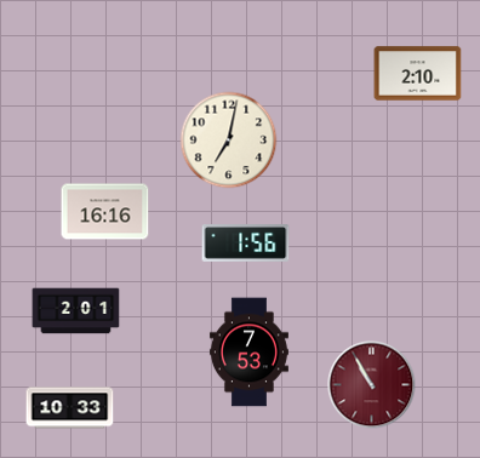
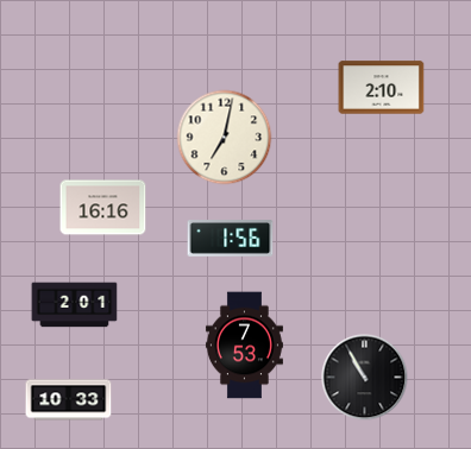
clock at (418, 74) position: (418, 74) -> (382, 88)
clock at (246, 244) position: (246, 244) -> (231, 239)
clock at (372, 385) dial: burgundy -> black
